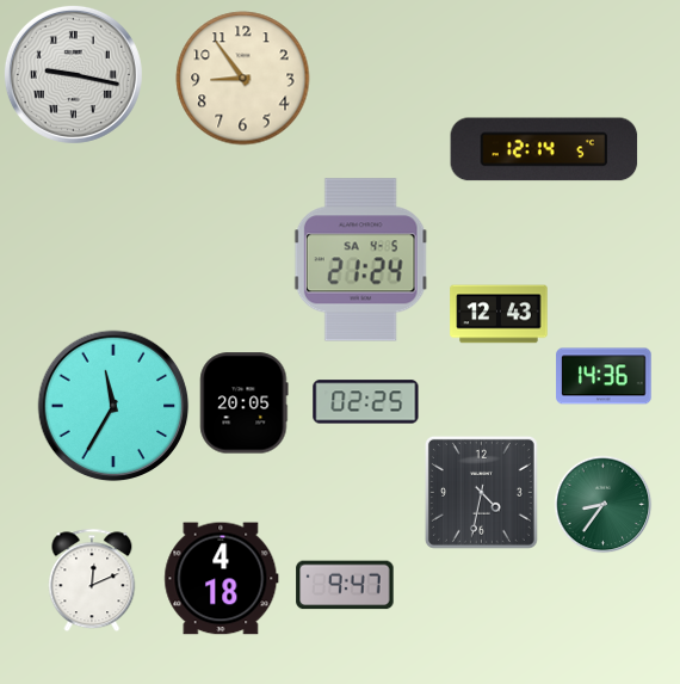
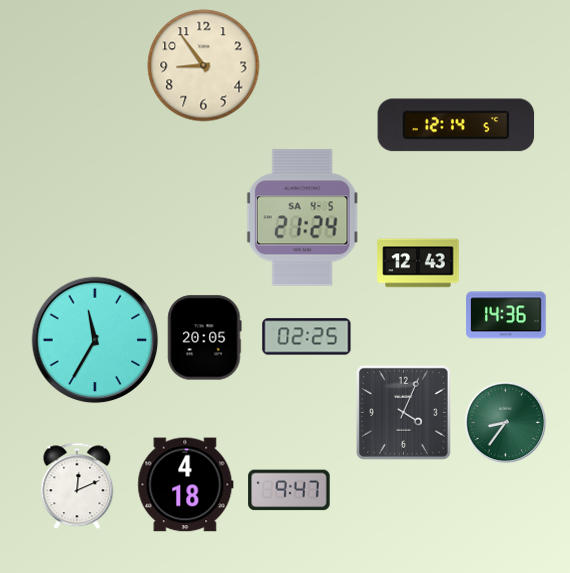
clock at (73, 74): 9:17 -> none
clock at (481, 492): 4:32 -> 4:04
